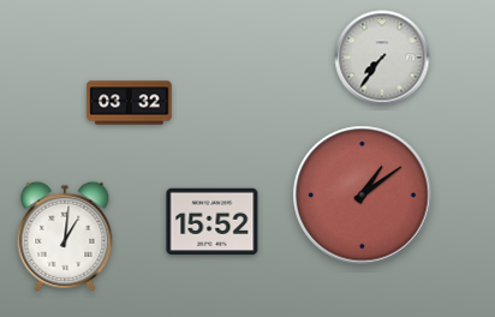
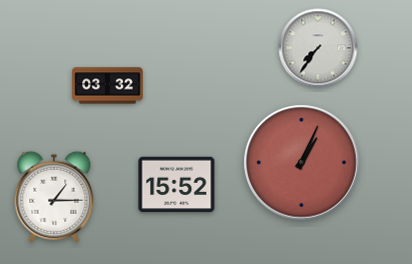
clock at (363, 196): 1:09 -> 1:04
clock at (65, 237): 1:01 -> 1:15
